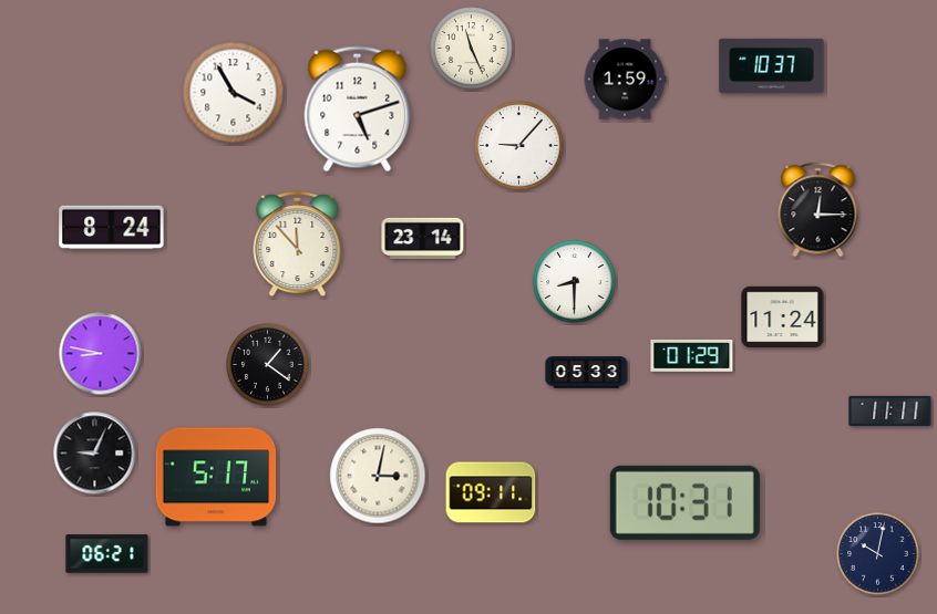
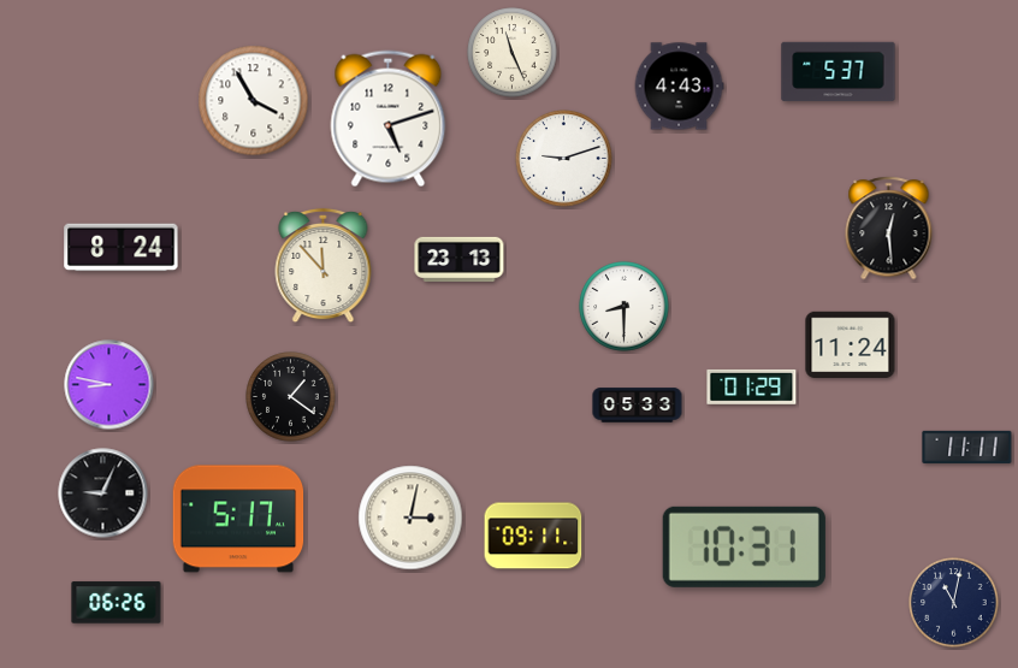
clock at (772, 66): 10:37 -> 5:37
clock at (625, 80): 1:59 -> 4:43
clock at (519, 146): 9:07 -> 9:12
clock at (818, 210): 12:15 -> 12:29
clock at (423, 239): 23:14 -> 23:13
clock at (216, 477) position: (216, 477) -> (238, 519)
clock at (107, 554): 06:21 -> 06:26
clock at (878, 554): 10:02 -> 11:02
